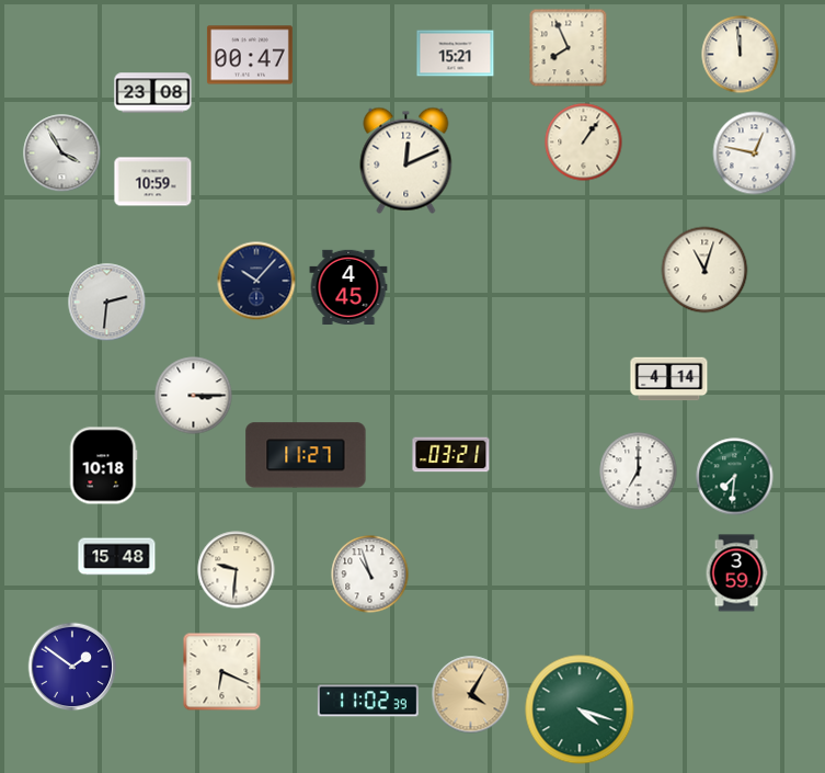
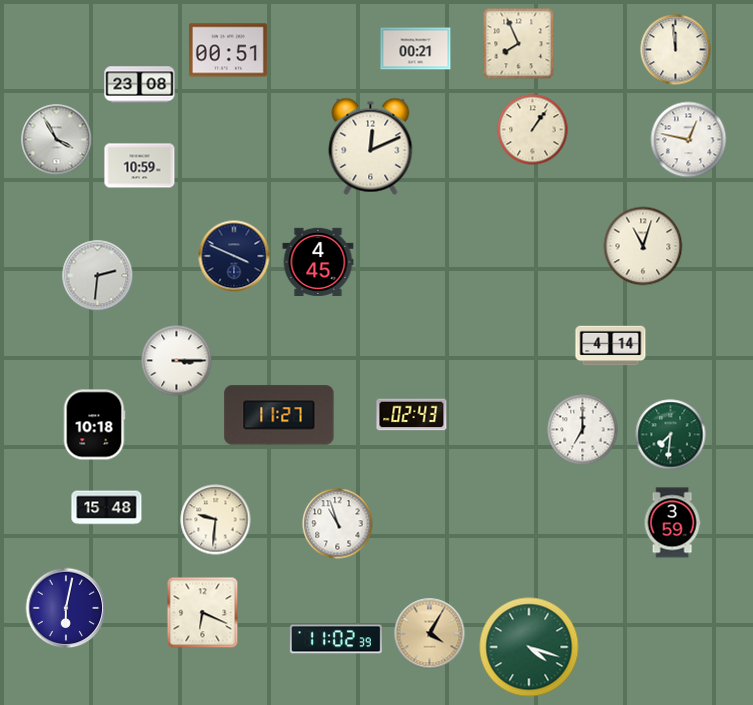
clock at (456, 54): 15:21 -> 00:21
clock at (250, 55): 00:47 -> 00:51
clock at (256, 281): 10:07 -> 3:49
clock at (451, 455): 03:21 -> 02:43
clock at (72, 667): 1:51 -> 6:02
